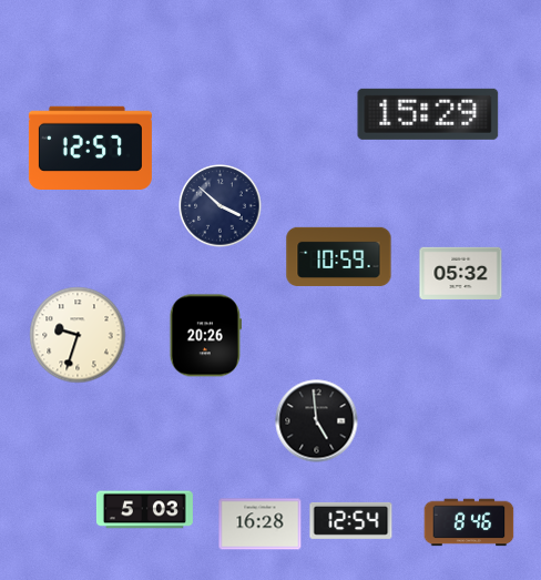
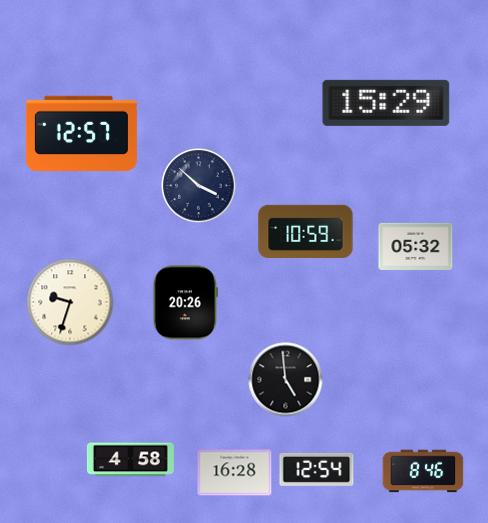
clock at (144, 510): 5:03 -> 4:58
